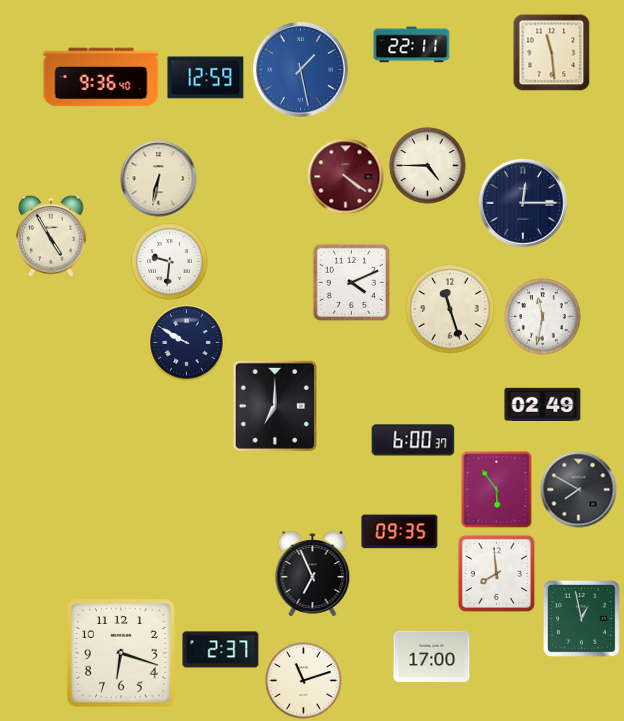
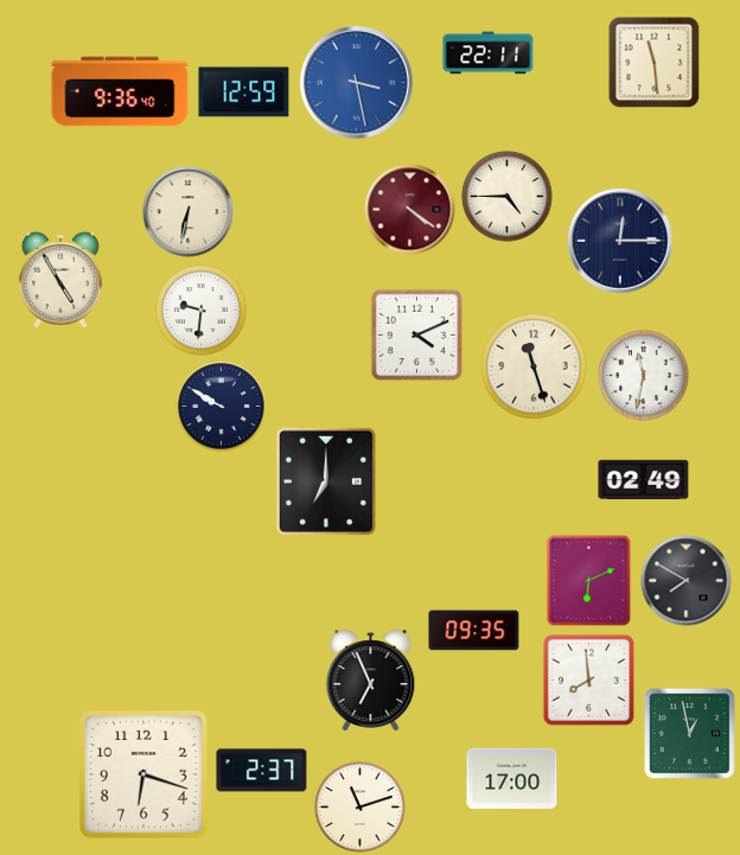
clock at (300, 69): 1:28 -> 3:28
clock at (413, 440): 6:00 -> none
clock at (497, 489): 5:54 -> 6:11
